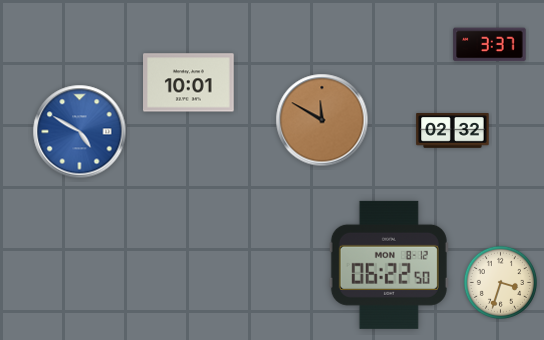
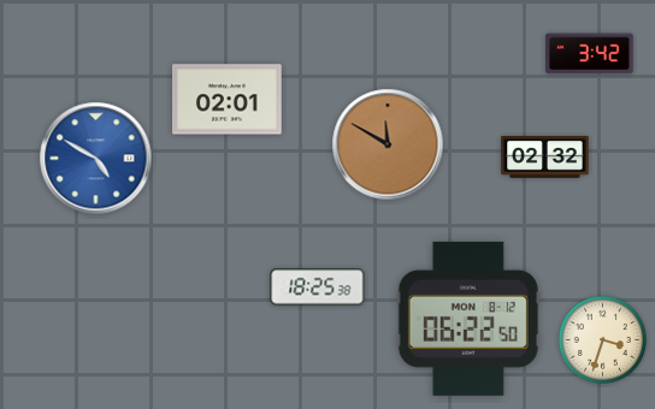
clock at (490, 45): 3:37 -> 3:42
clock at (189, 83): 10:01 -> 02:01
clock at (318, 288): none -> 18:25
